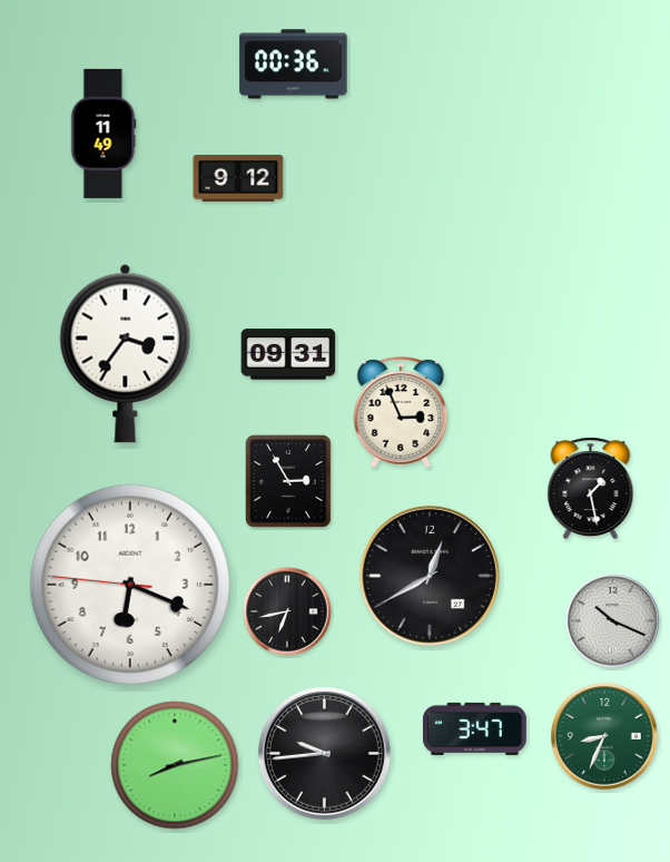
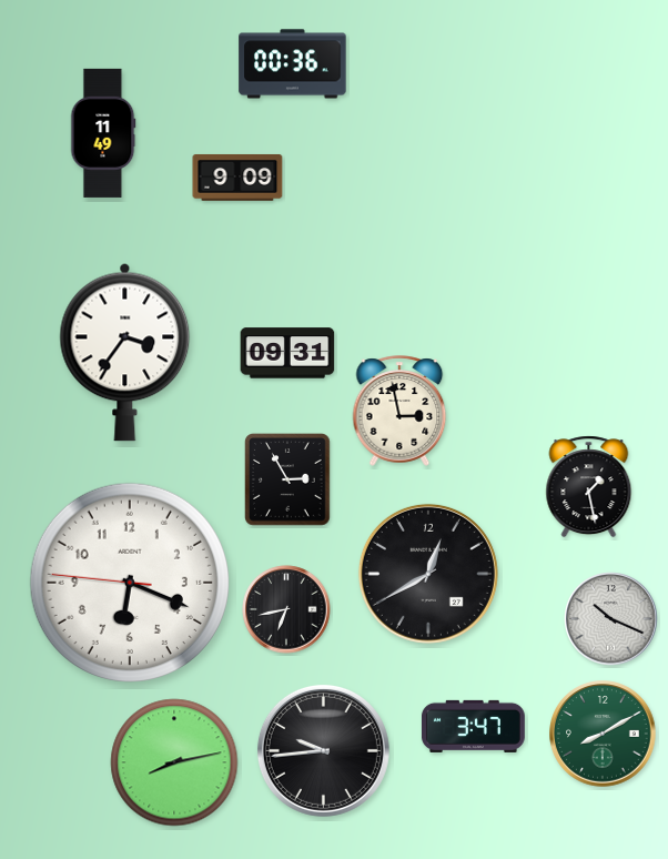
clock at (238, 178): 9:12 -> 9:09
clock at (401, 412): 2:56 -> 2:58
clock at (604, 736): 8:34 -> 8:10
